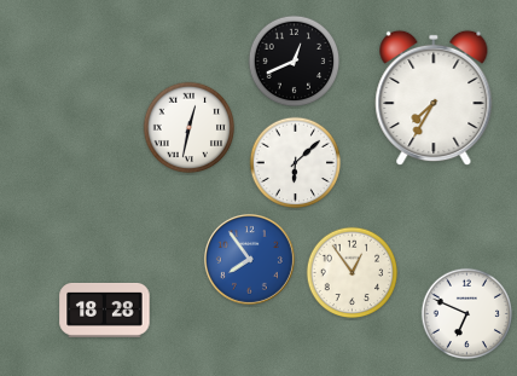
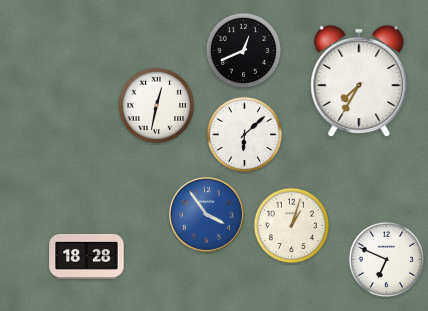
clock at (249, 259): 7:54 -> 3:54
clock at (353, 273): 12:54 -> 1:03
